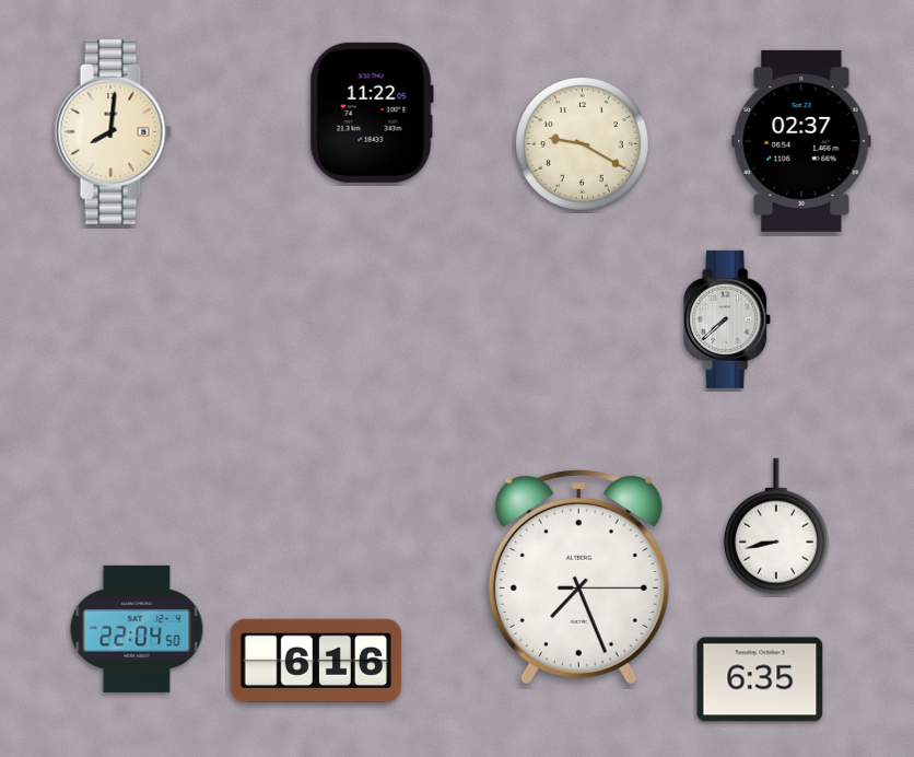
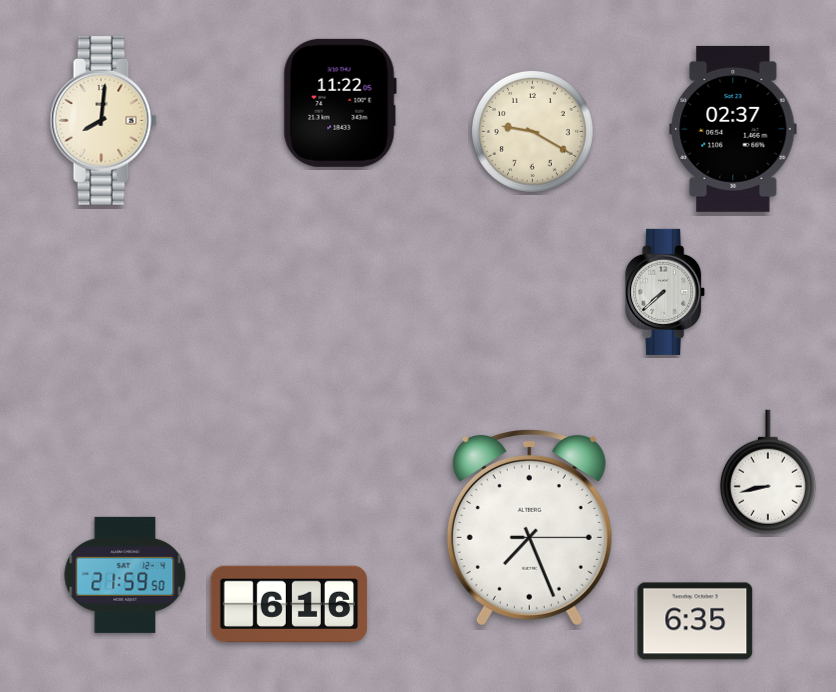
clock at (776, 526) position: (776, 526) -> (768, 472)
clock at (137, 629): 22:04 -> 21:59
